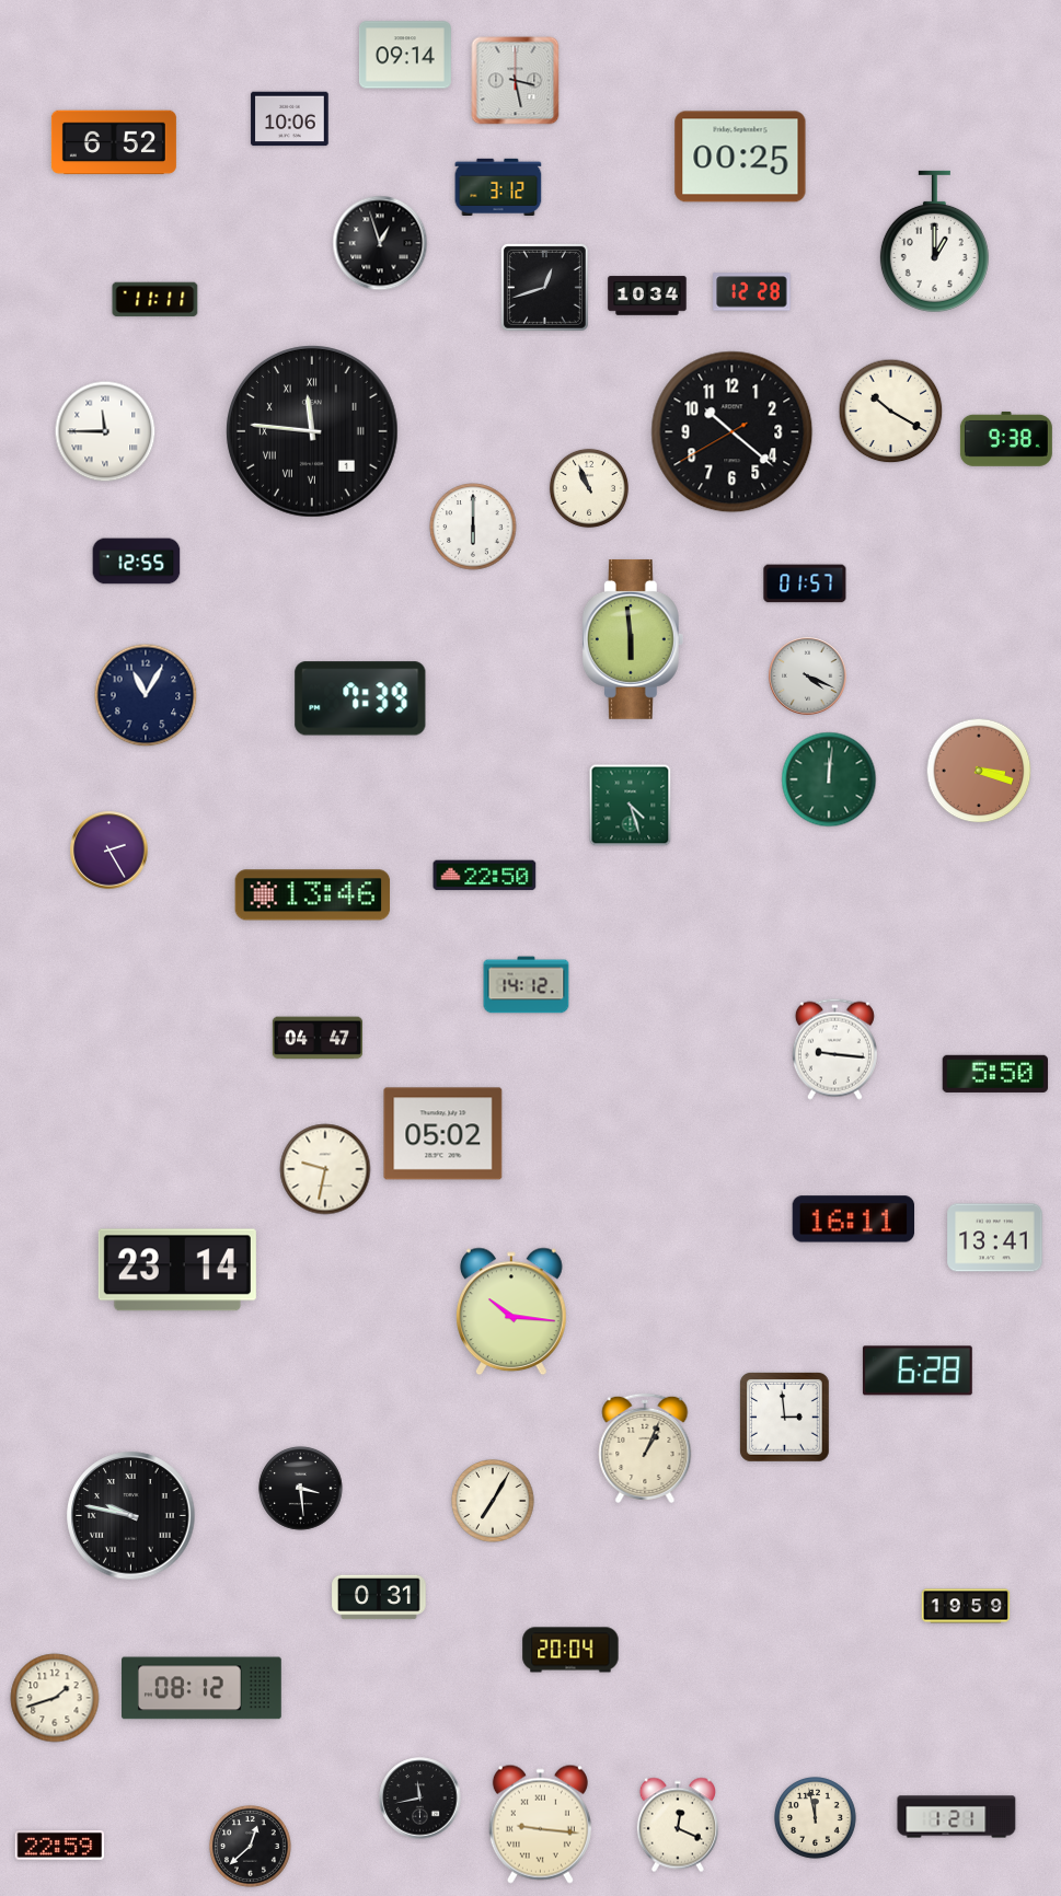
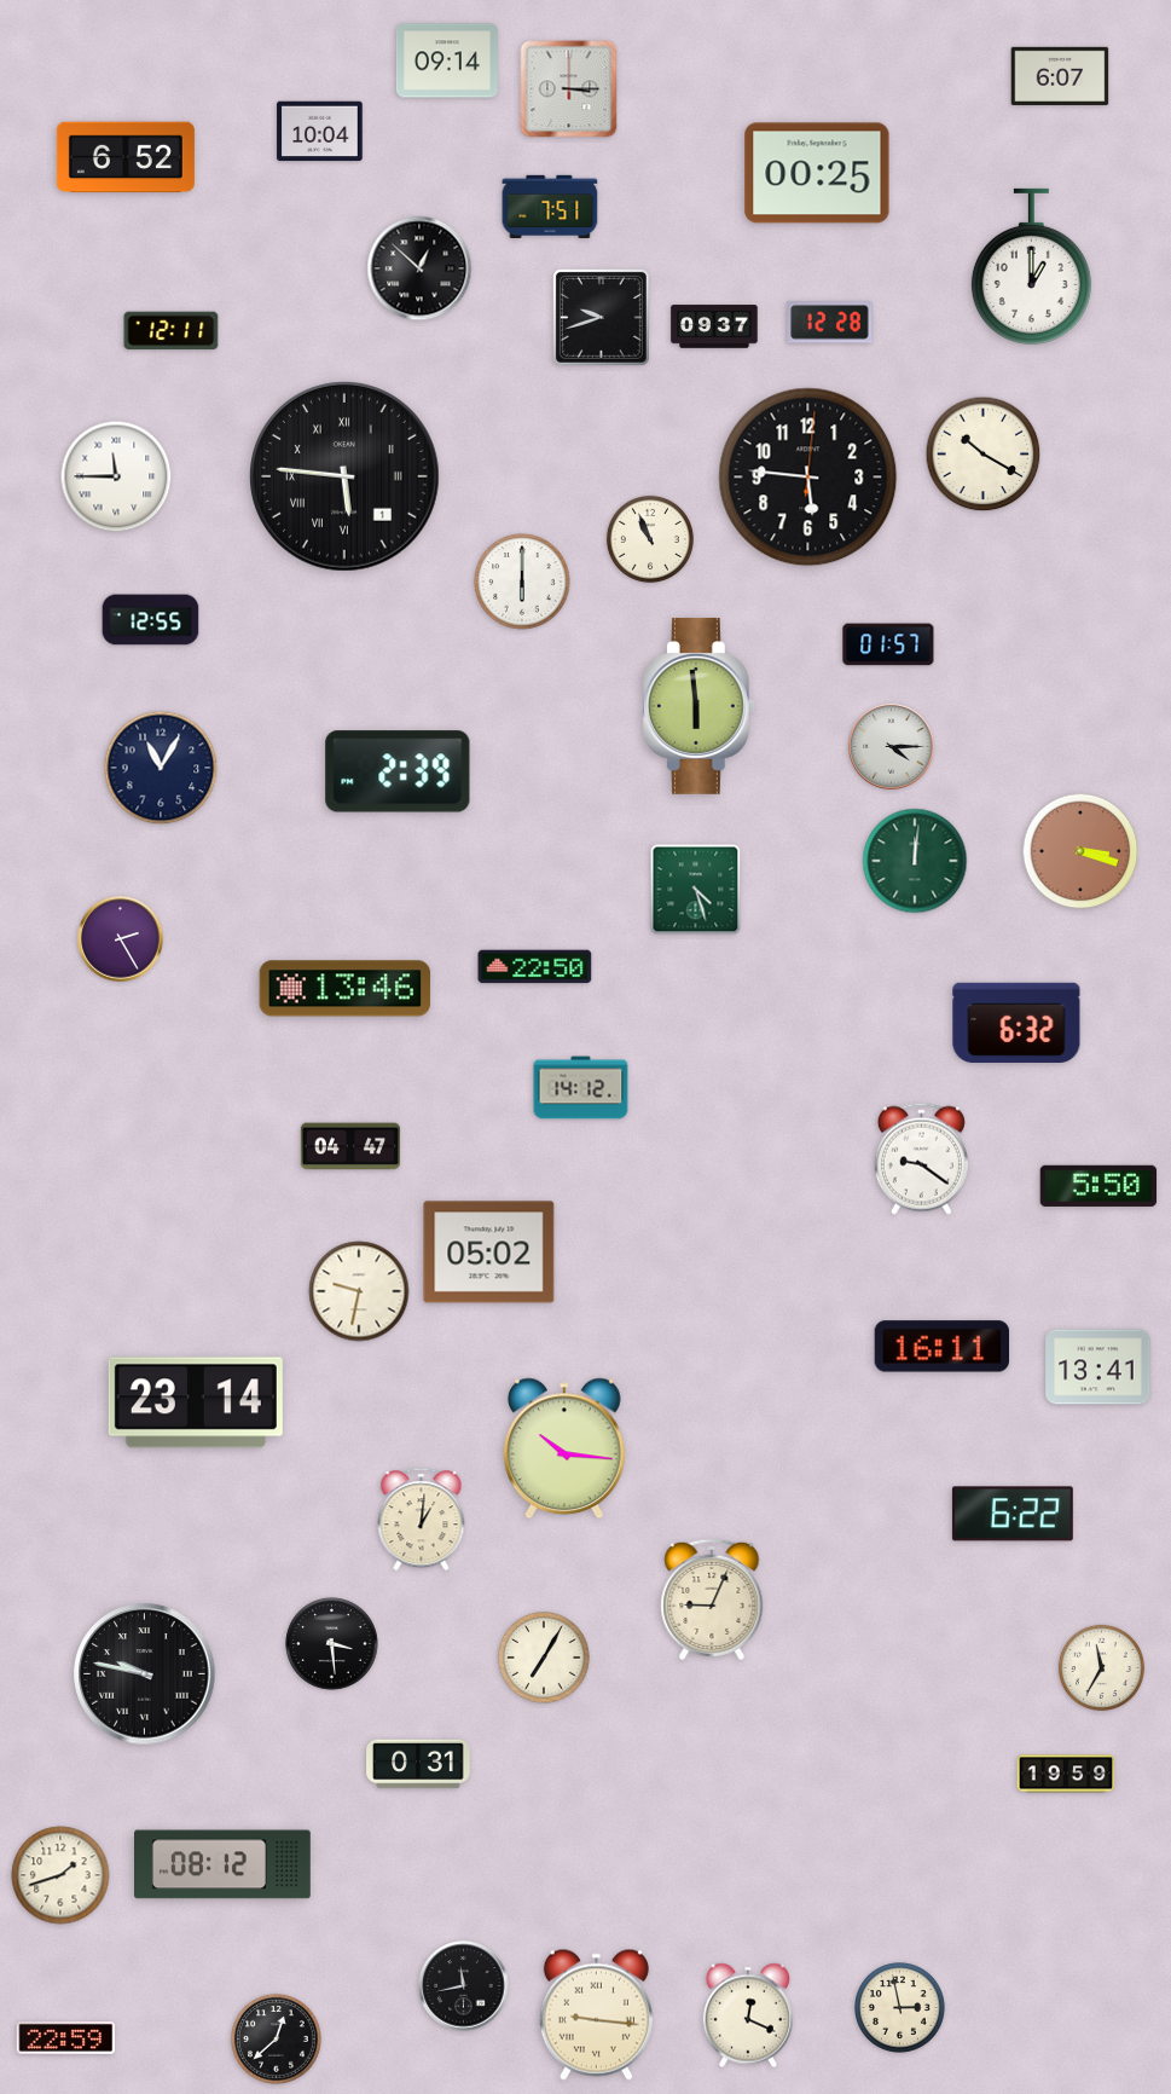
clock at (1060, 76): none -> 6:07
clock at (516, 81): 3:28 -> 3:15
clock at (290, 119): 10:06 -> 10:04
clock at (498, 186): 3:12 -> 7:51
clock at (380, 243): 12:57 -> 12:52
clock at (544, 287): 12:42 -> 9:42
clock at (647, 296): 10:34 -> 09:37
clock at (155, 300): 11:11 -> 12:11
clock at (313, 432): 11:46 -> 5:46
clock at (733, 432): 10:21 -> 5:46
clock at (1006, 439): 9:38 -> none
clock at (808, 677): 4:19 -> 4:15
clock at (360, 698): 7:39 -> 2:39
clock at (1016, 1022): none -> 6:32
clock at (834, 1049): 9:16 -> 9:21
clock at (918, 1371): 6:28 -> 6:22
clock at (422, 1520): none -> 1:01
clock at (785, 1418): 2:59 -> none
clock at (645, 1448): 1:04 -> 9:04
clock at (1101, 1667): none -> 11:35
clock at (570, 1650): 20:04 -> none
clock at (957, 1817): 1:21 -> none
clock at (816, 1818): 11:58 -> 2:58
